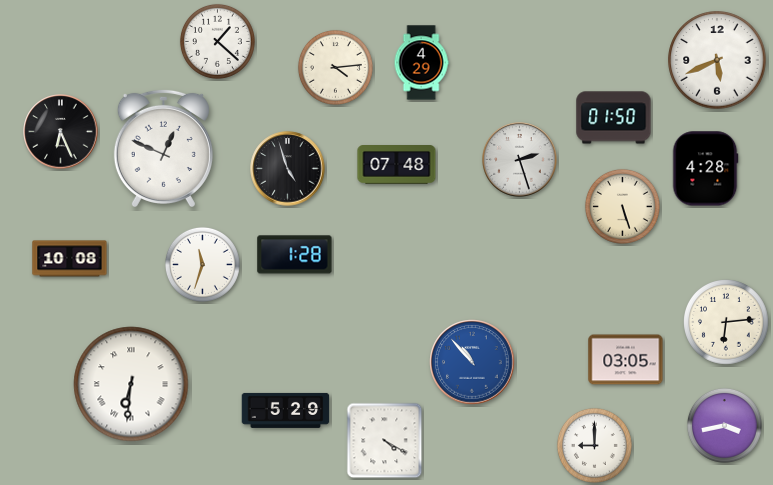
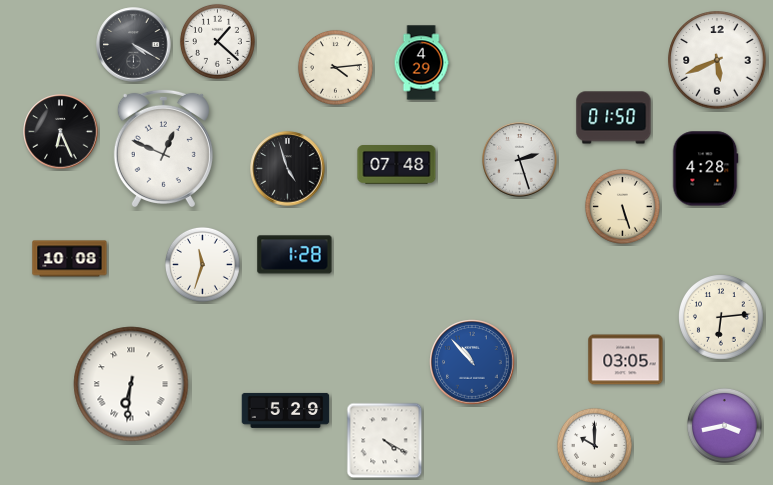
clock at (134, 45): none -> 4:20
clock at (727, 323) position: (727, 323) -> (722, 318)
clock at (594, 445): 9:00 -> 10:00
